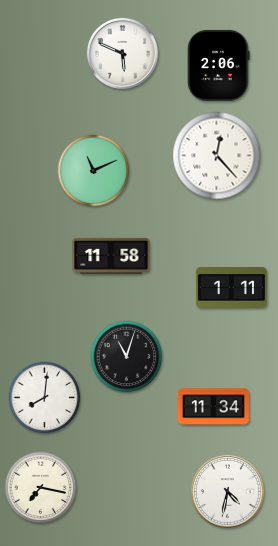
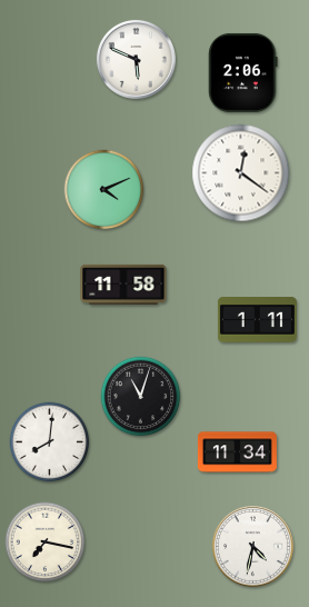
clock at (217, 156): 12:23 -> 12:21
clock at (94, 171): 11:11 -> 4:11
